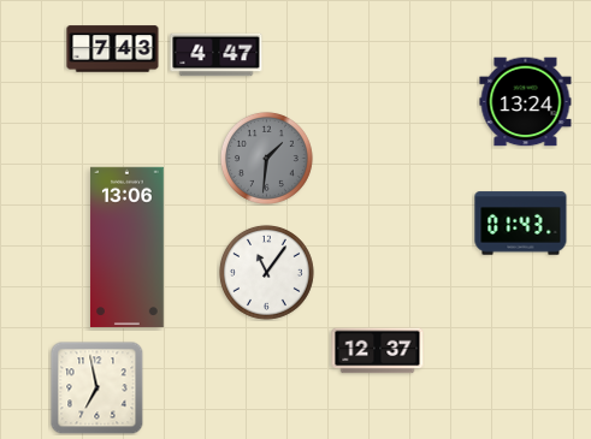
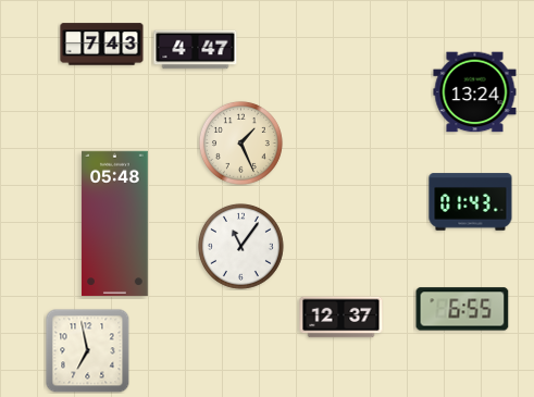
clock at (266, 158): 1:31 -> 1:26
clock at (266, 158) dial: grey -> cream
clock at (126, 248): 13:06 -> 05:48
clock at (462, 309): none -> 6:55
